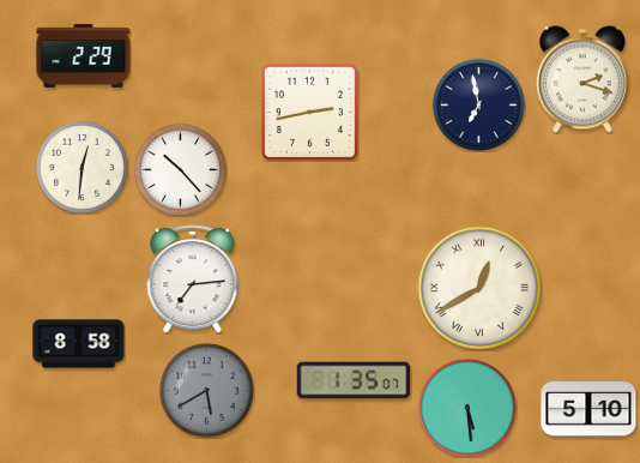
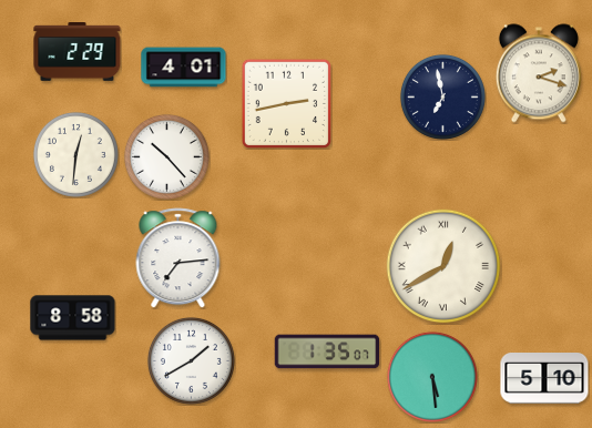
clock at (184, 68): none -> 4:01
clock at (206, 390): 5:40 -> 1:40
clock at (206, 390) dial: grey -> white
